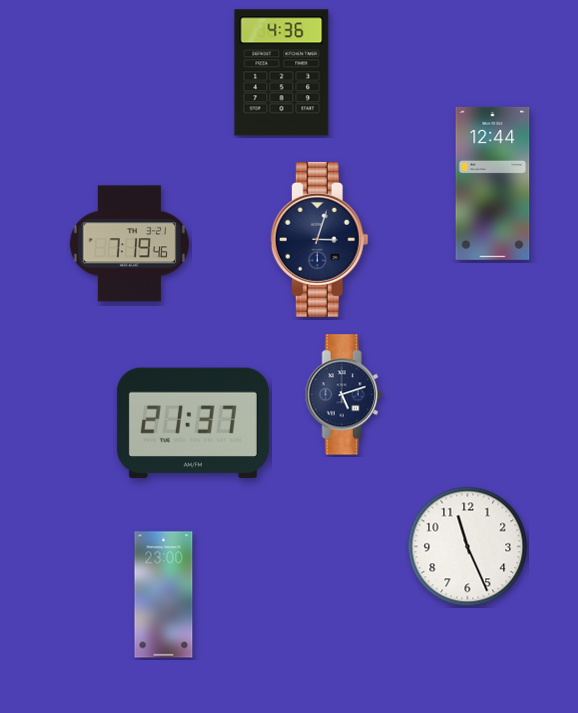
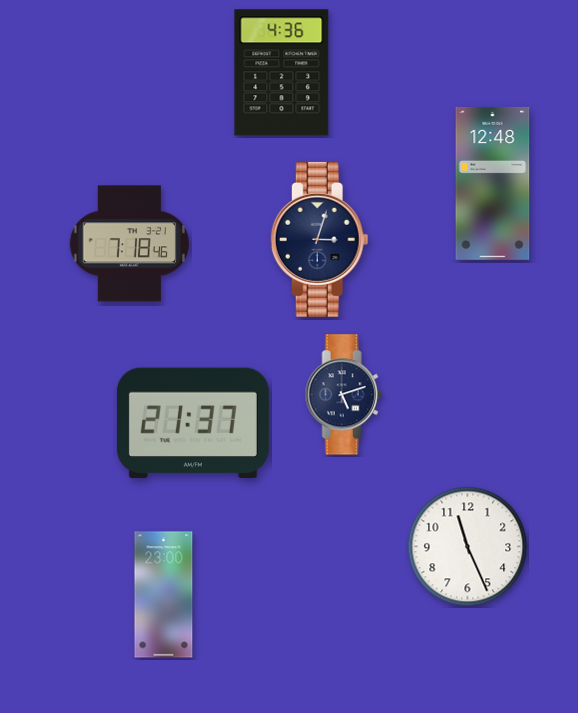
clock at (493, 183): 12:44 -> 12:48
clock at (129, 244): 7:19 -> 7:18
